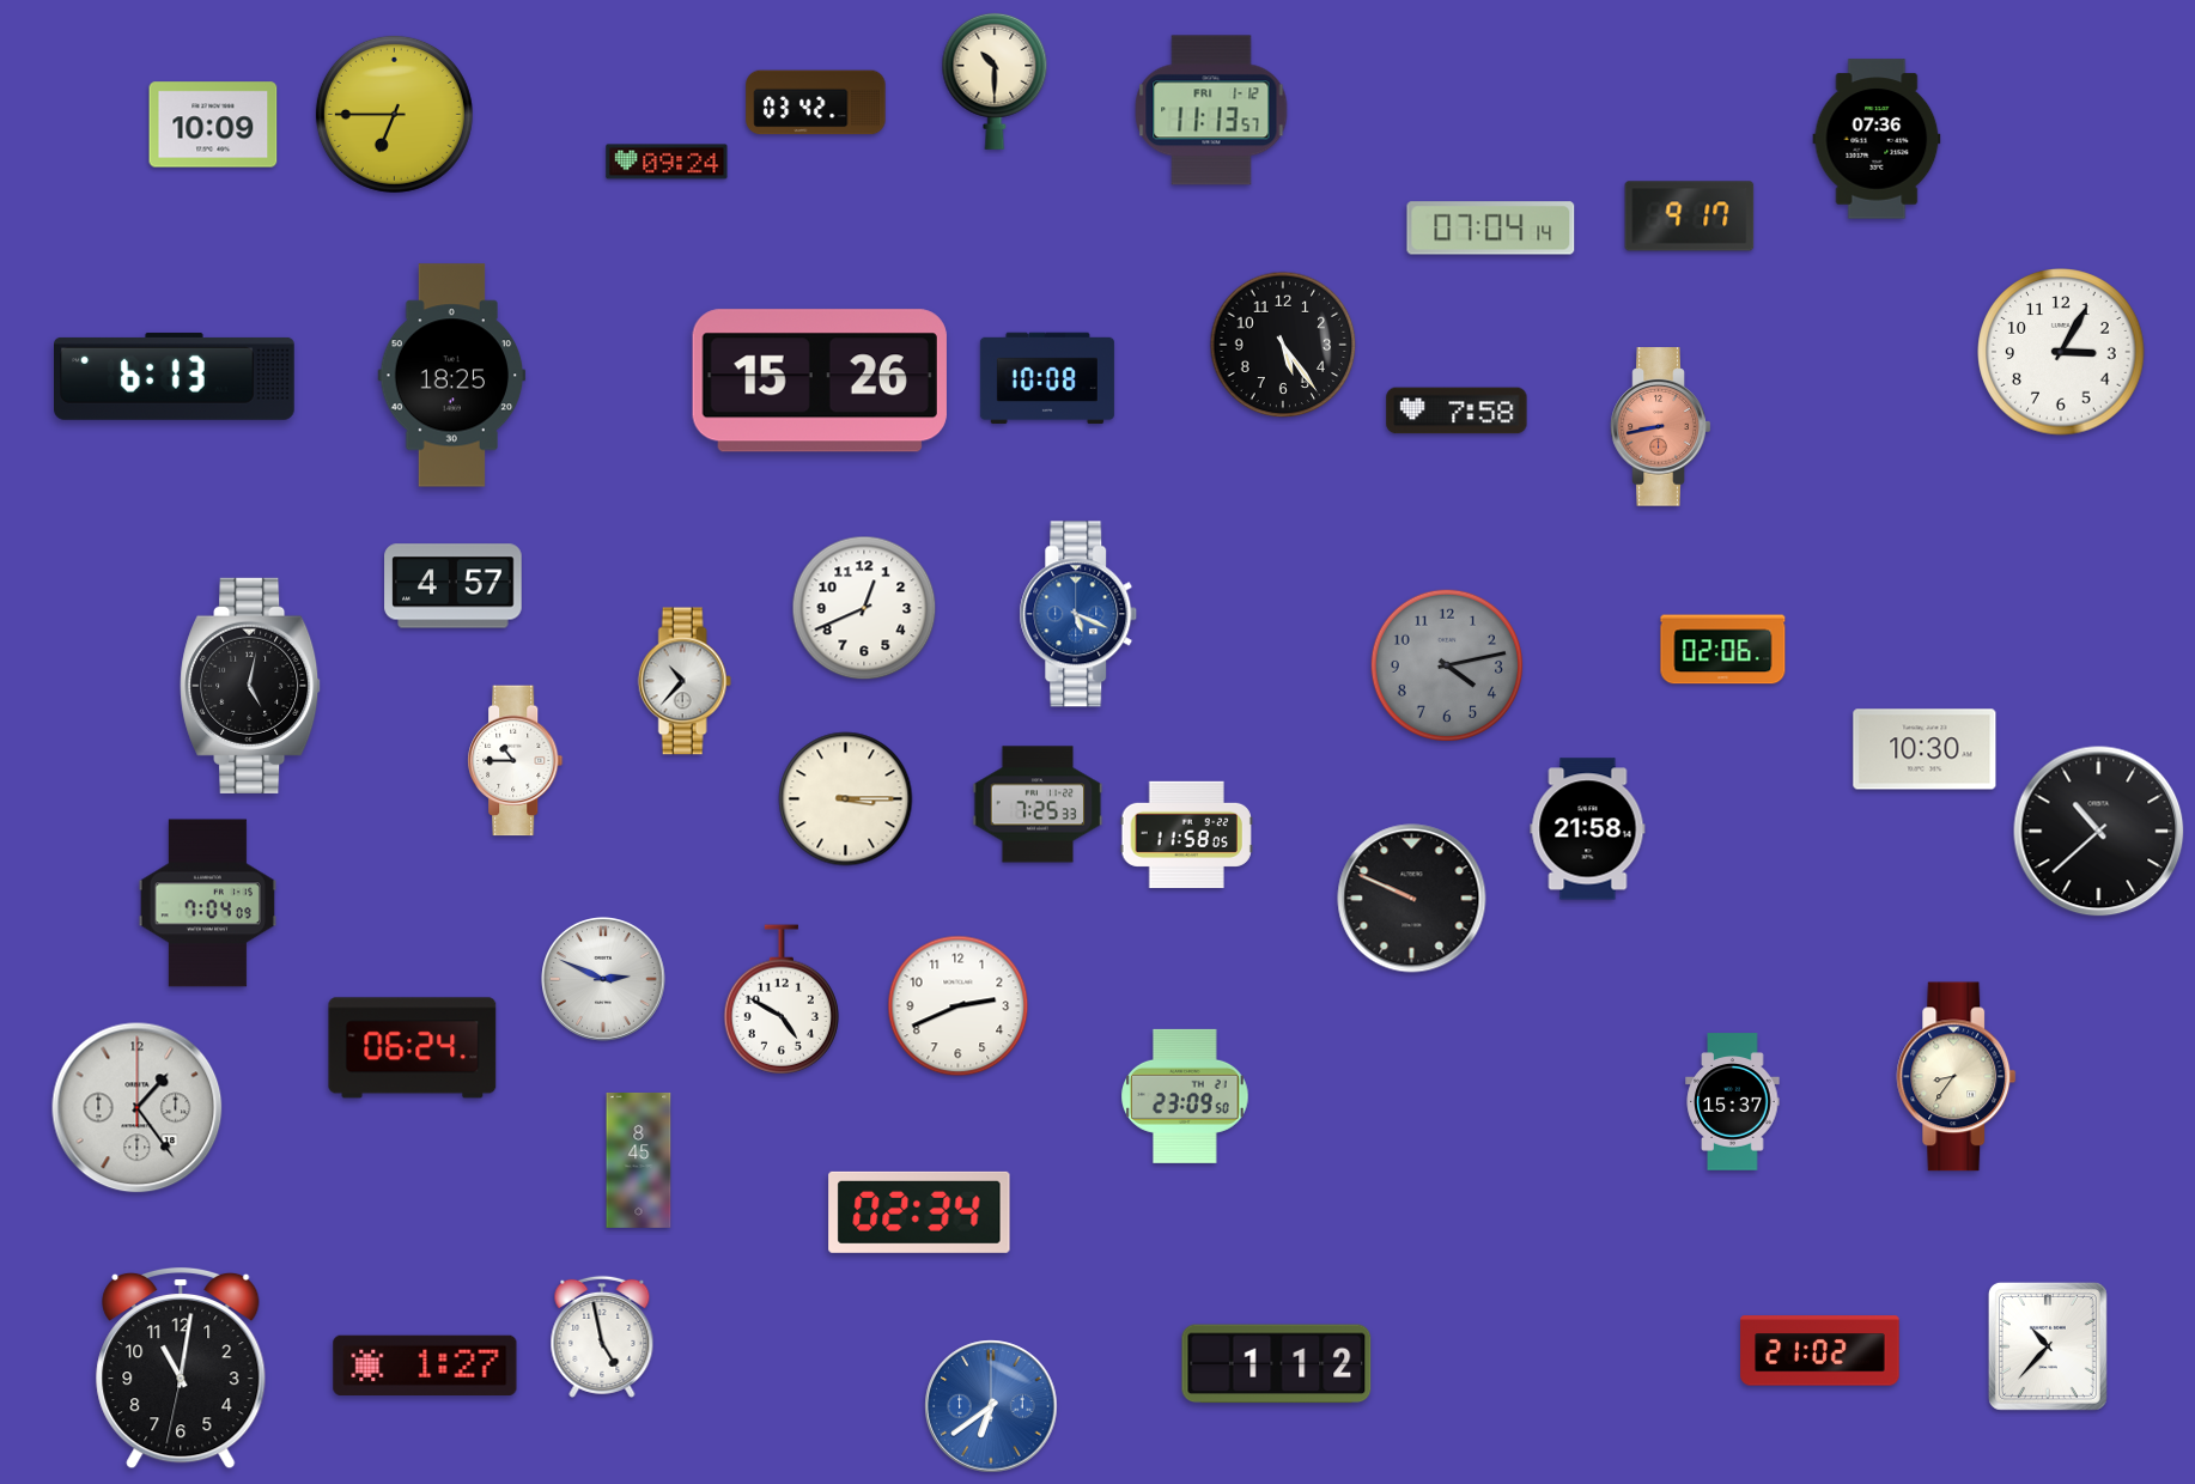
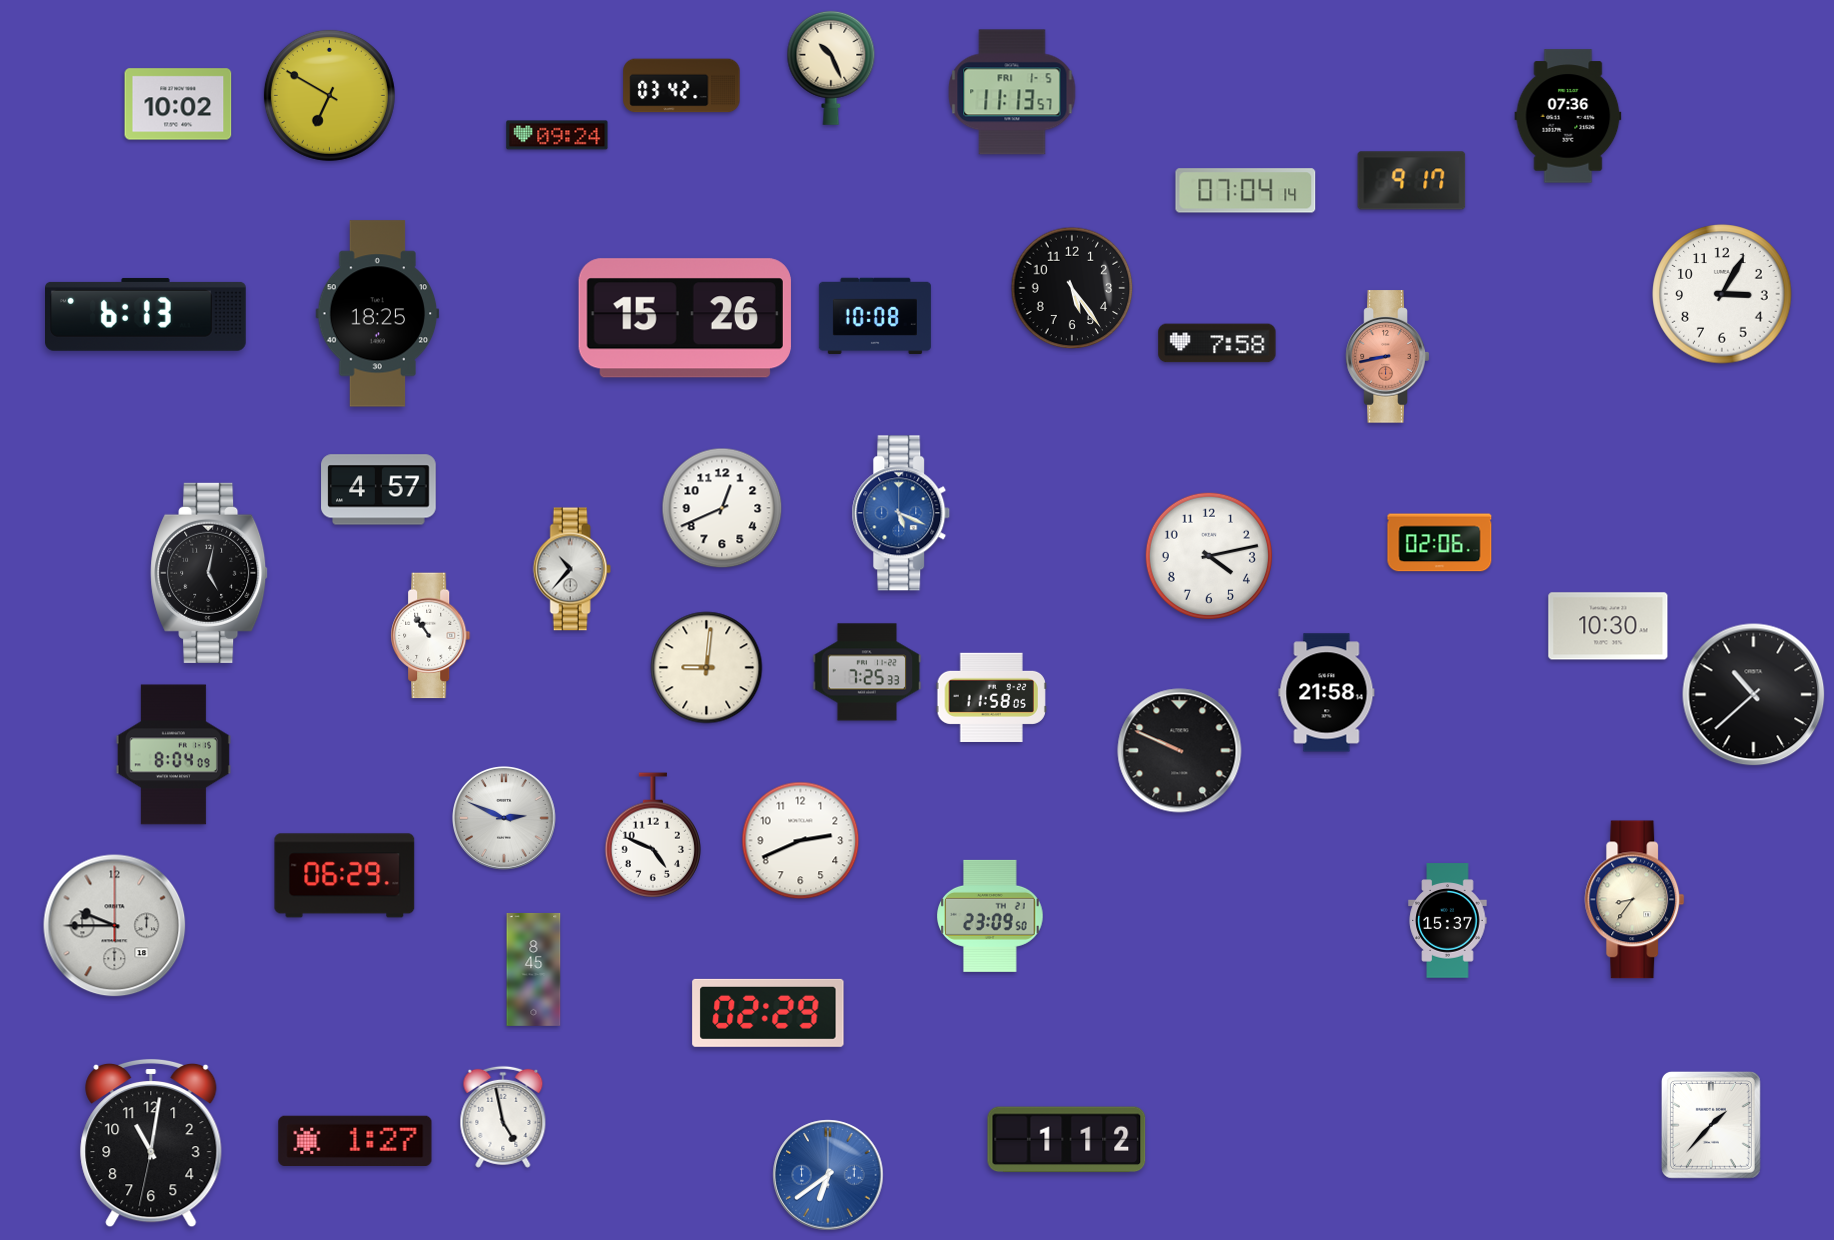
clock at (995, 81): 10:30 -> 10:26
clock at (1211, 110) date: FRI 1-12 -> FRI 1-5
clock at (394, 114): 6:45 -> 6:50
clock at (213, 124): 10:09 -> 10:02
clock at (1447, 665) dial: grey -> white
clock at (516, 761): 10:45 -> 10:54
clock at (846, 799): 3:15 -> 9:01
clock at (207, 904): 7:04 -> 8:04
clock at (782, 999): 4:50 -> 4:49
clock at (413, 1048): 06:24 -> 06:29
clock at (138, 1108): 1:24 -> 9:45
clock at (919, 1212): 02:34 -> 02:29
clock at (2048, 1346): 10:37 -> 1:37
clock at (1820, 1351): 21:02 -> none
